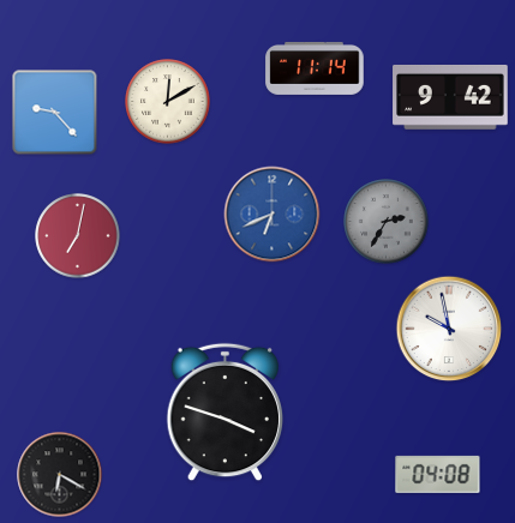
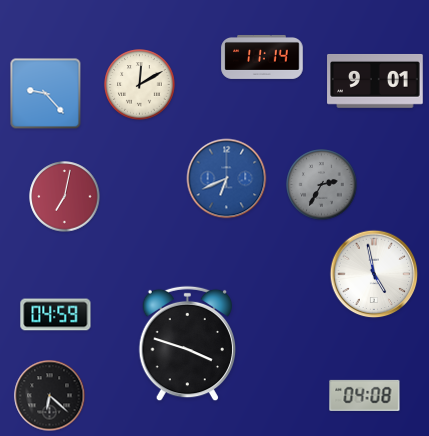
clock at (450, 97): 9:42 -> 9:01
clock at (449, 329): 9:58 -> 4:58
clock at (56, 315): none -> 04:59
clock at (60, 475): 6:20 -> 6:22
